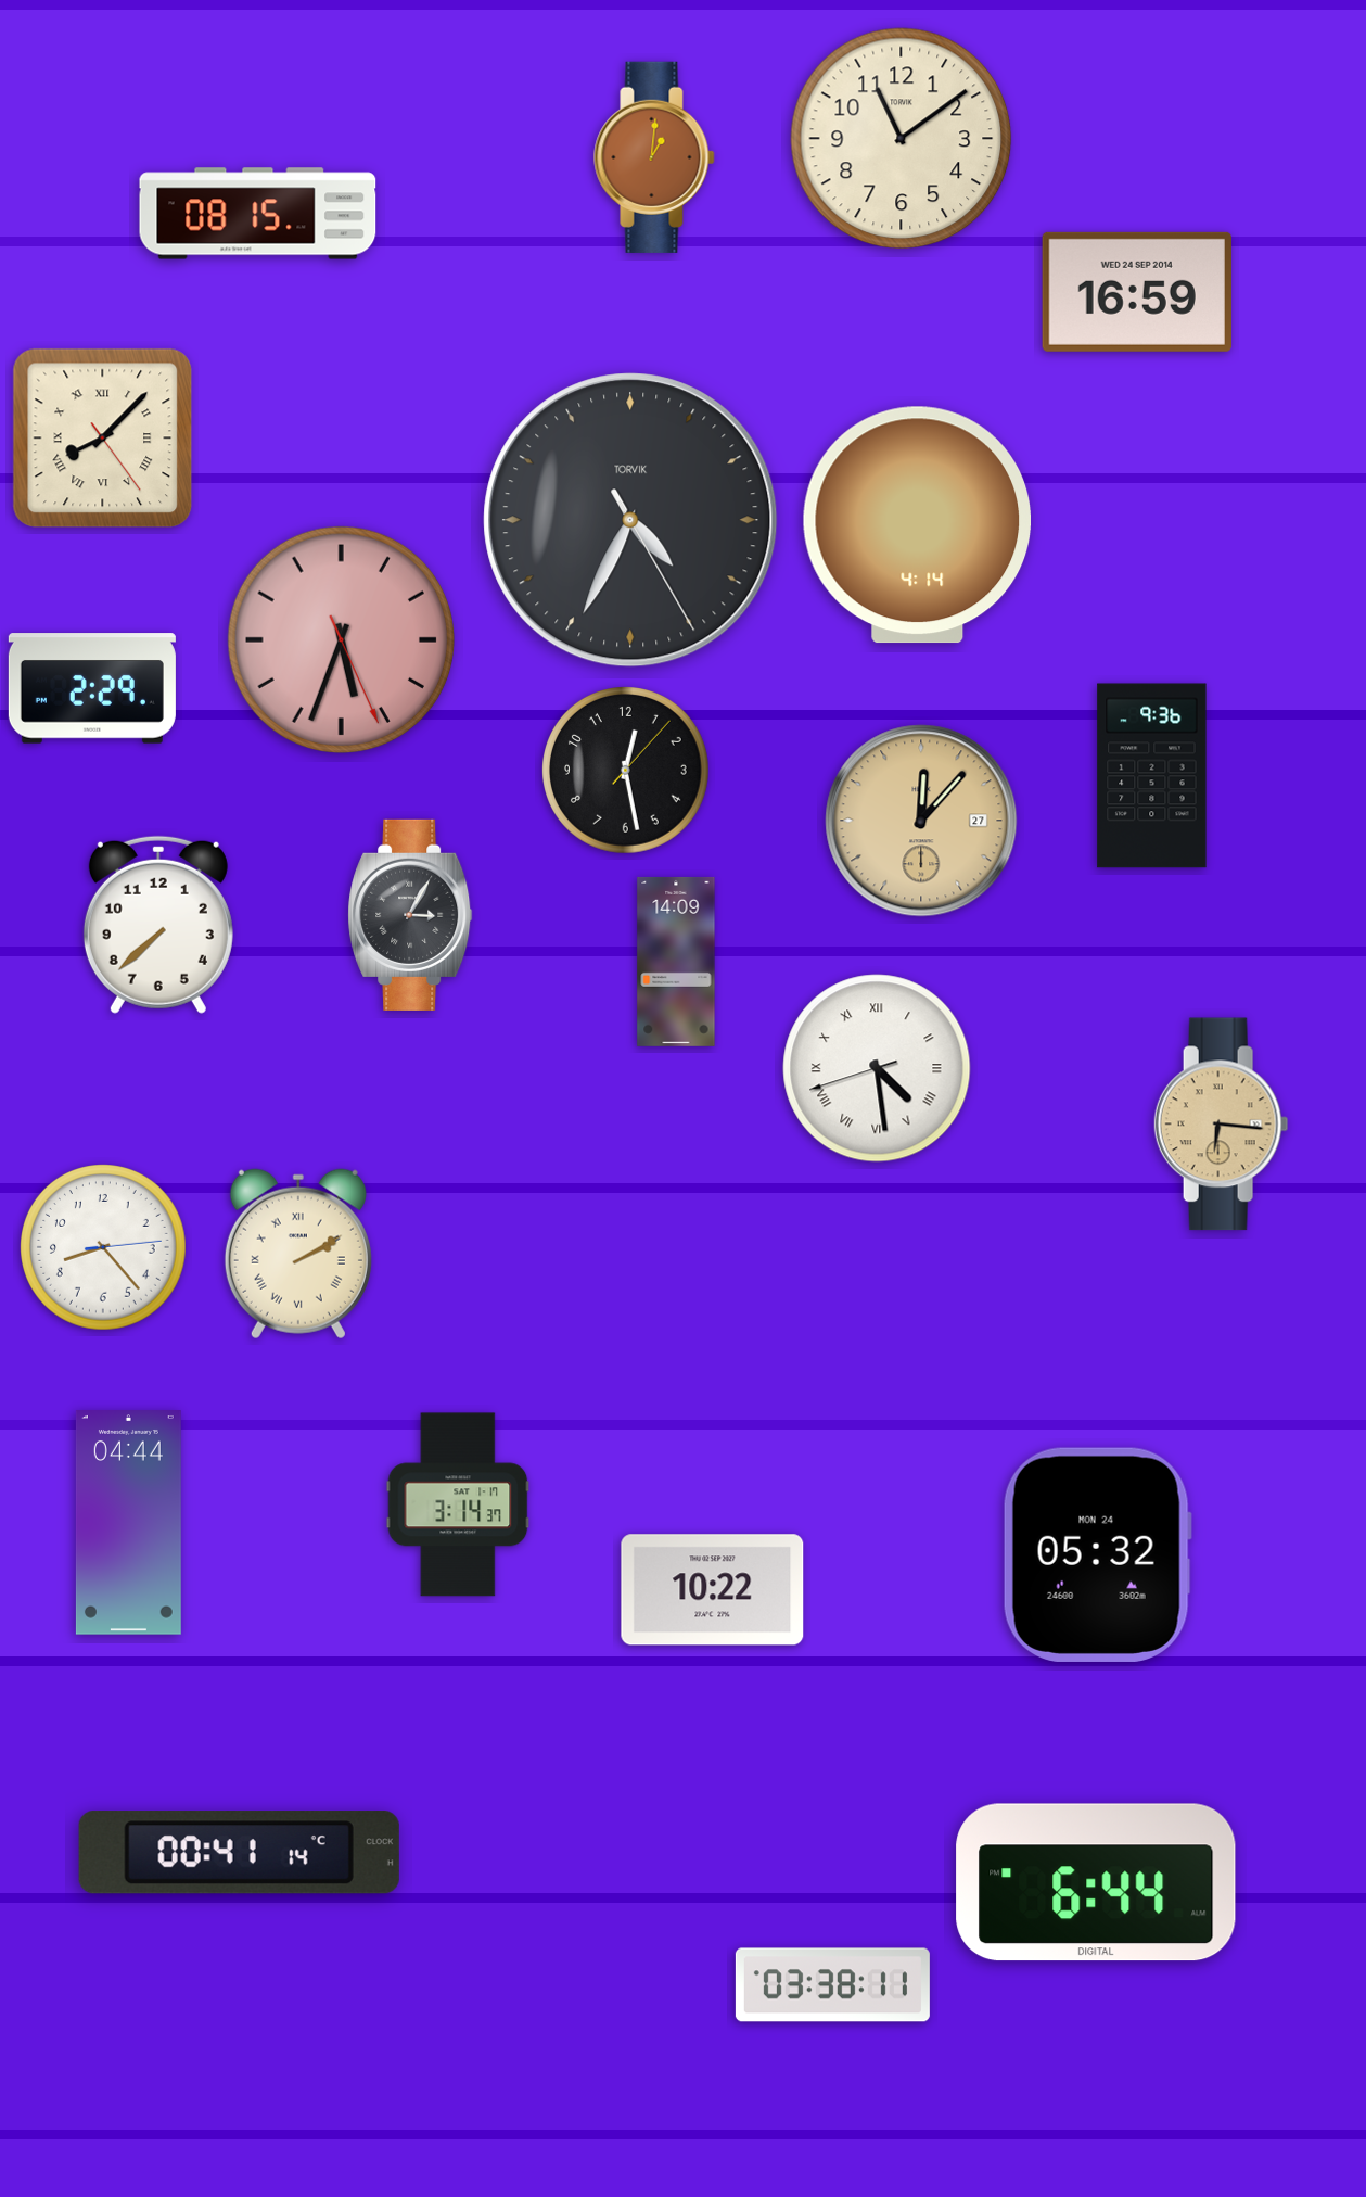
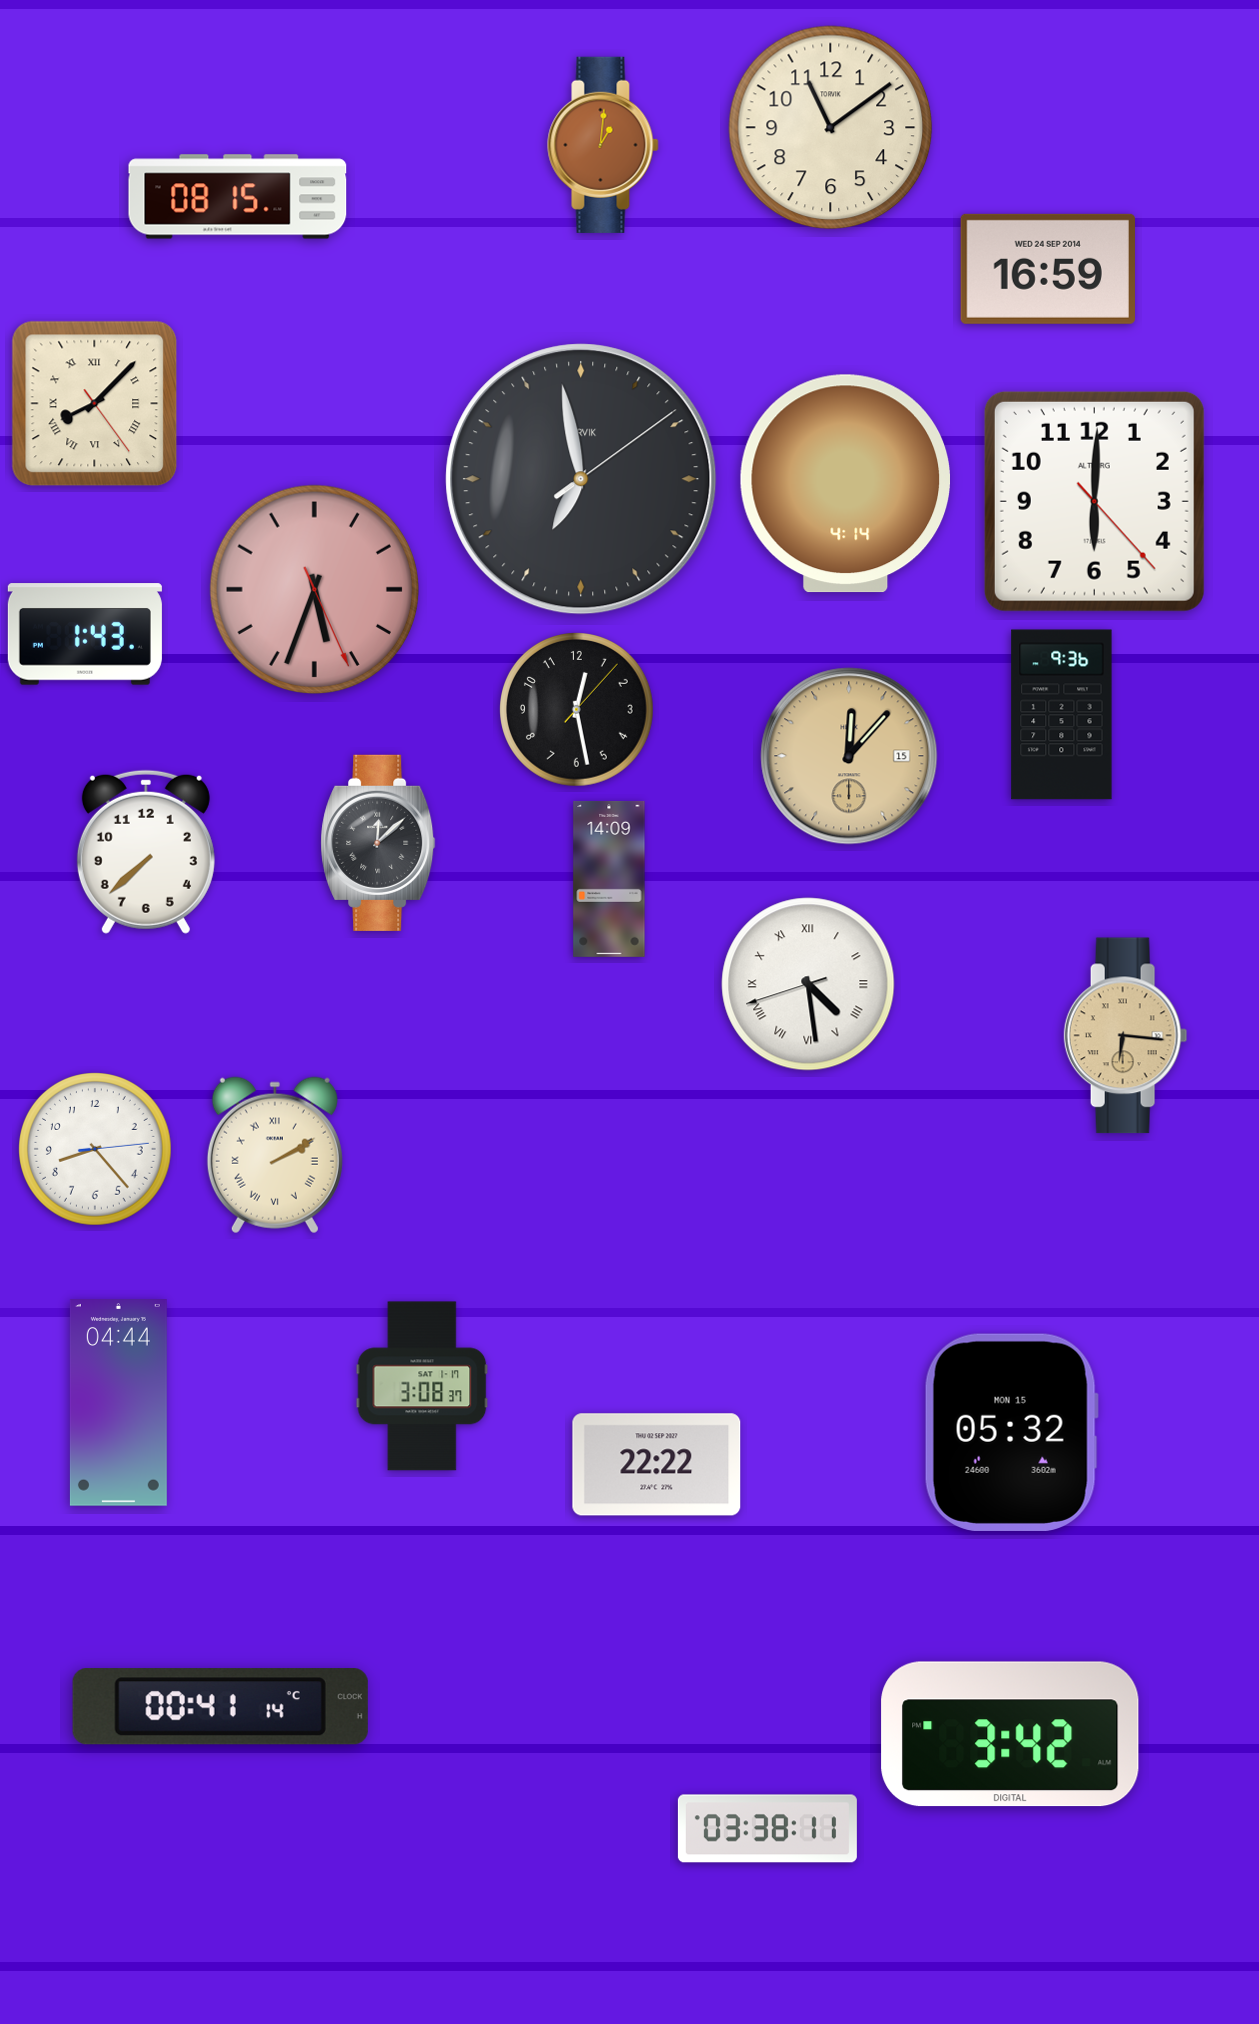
clock at (630, 520): 4:34 -> 6:58
clock at (1094, 501): none -> 6:00
clock at (92, 688): 2:29 -> 1:43
clock at (921, 821) date: 27 -> 15
clock at (410, 915): 3:05 -> 12:08
clock at (676, 962) position: (676, 962) -> (609, 879)
clock at (458, 1504): 3:14 -> 3:08
clock at (1097, 1554) date: MON 24 -> MON 15
clock at (713, 1590): 10:22 -> 22:22
clock at (1096, 1882): 6:44 -> 3:42
